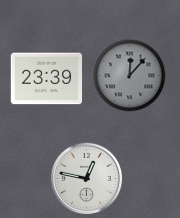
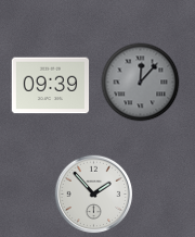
clock at (47, 79): 23:39 -> 09:39
clock at (87, 179): 12:47 -> 1:53
